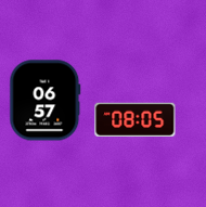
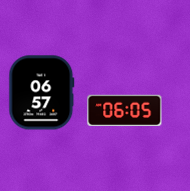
clock at (136, 119): 08:05 -> 06:05
